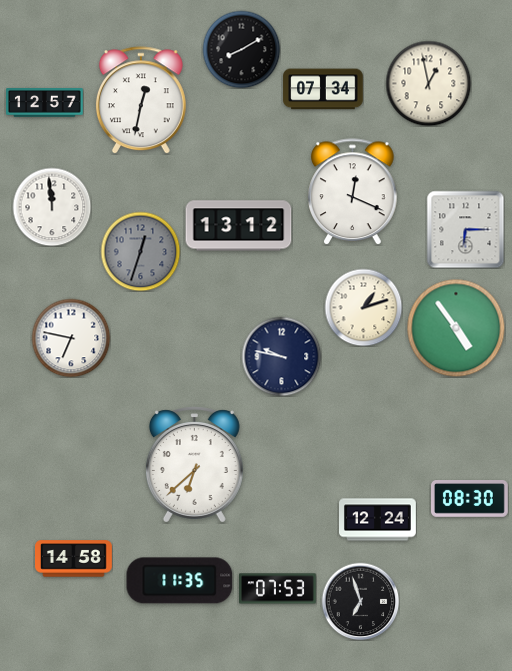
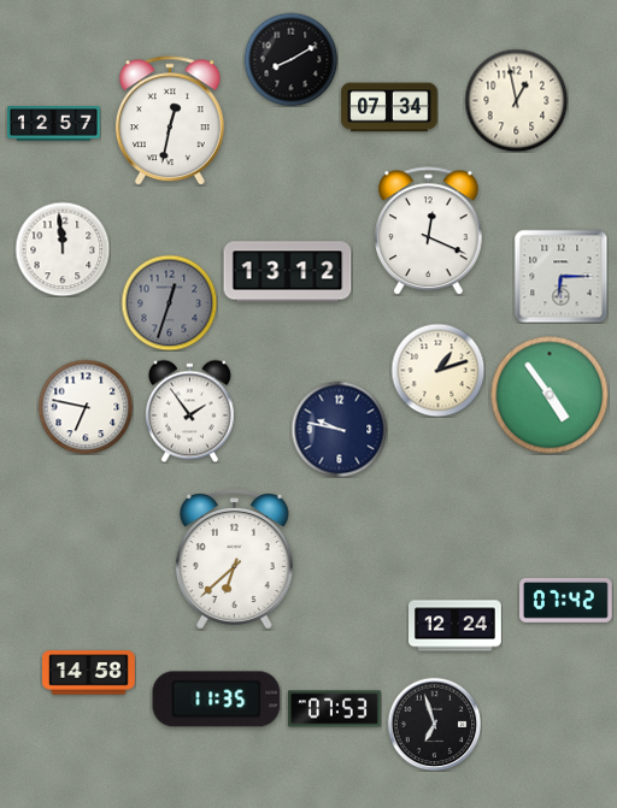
clock at (353, 192) position: (353, 192) -> (429, 231)
clock at (190, 411): none -> 1:54
clock at (470, 499): 08:30 -> 07:42
